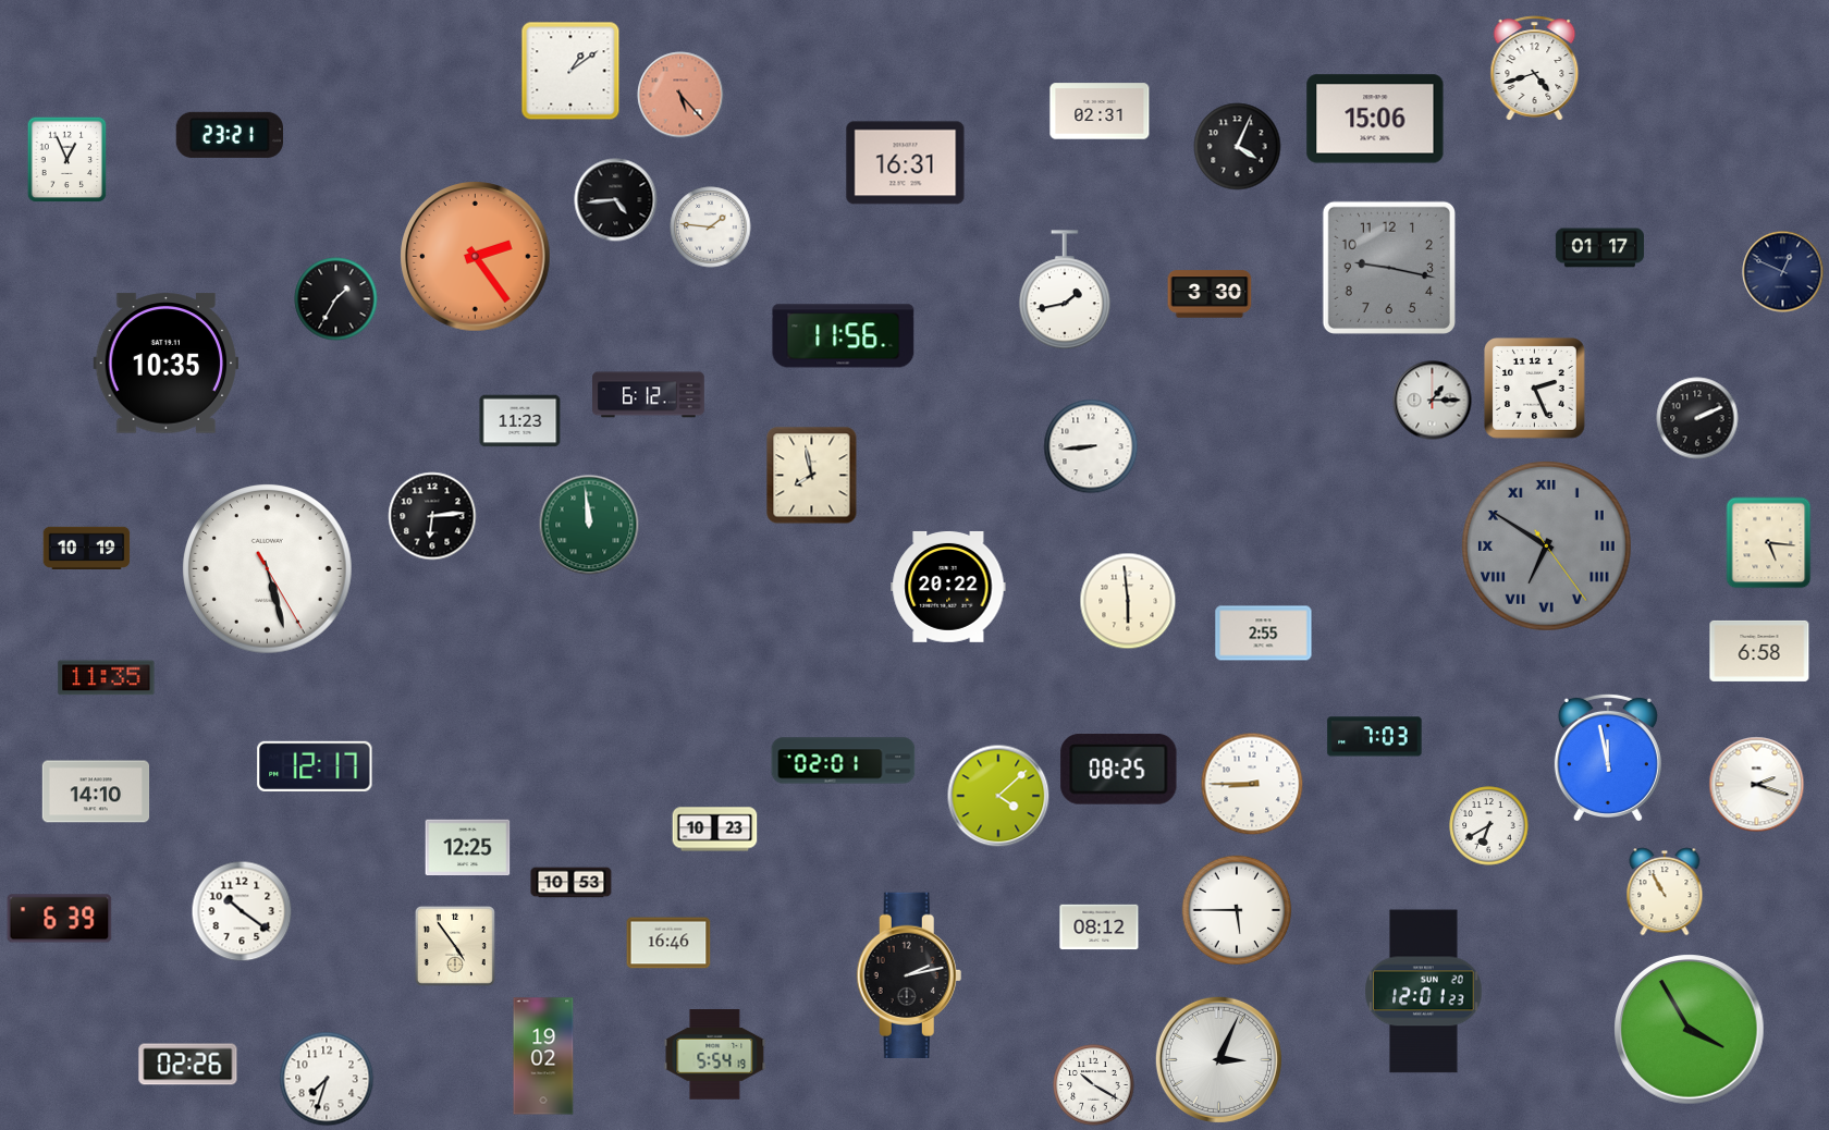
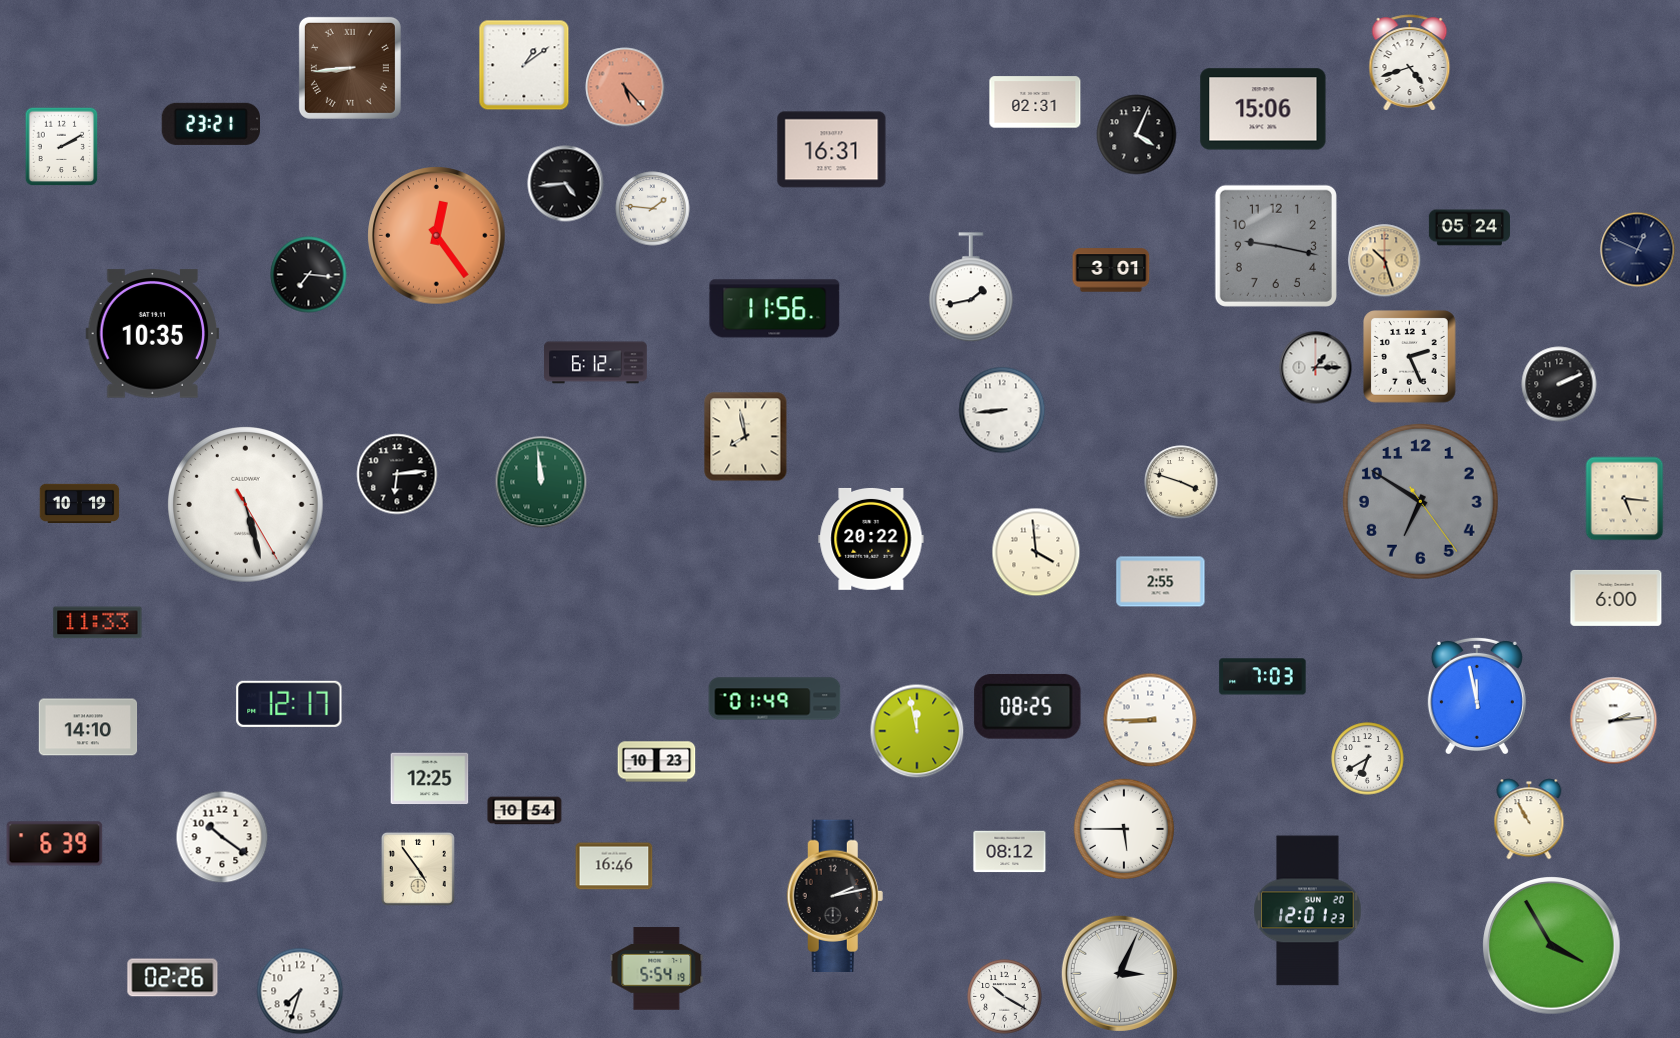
clock at (350, 68): none -> 8:44
clock at (1100, 111) position: (1100, 111) -> (1035, 102)
clock at (67, 160): 12:56 -> 2:10
clock at (1599, 248): 01:17 -> 05:24
clock at (476, 257): 2:24 -> 12:24
clock at (1385, 261): none -> 10:27
clock at (1065, 291) position: (1065, 291) -> (971, 288)
clock at (1210, 294): 3:30 -> 3:01
clock at (336, 299): 1:35 -> 7:16
clock at (520, 421): 11:23 -> none
clock at (1181, 482): none -> 3:48
clock at (1547, 546) numerals: Roman -> Arabic
clock at (268, 569) position: (268, 569) -> (246, 505)
clock at (1128, 601): 5:59 -> 3:59
clock at (1759, 651): 6:58 -> 6:00
clock at (107, 678): 11:35 -> 11:33
clock at (844, 761): 02:01 -> 01:49
clock at (1757, 785): 2:18 -> 2:14
clock at (998, 796): 4:08 -> 11:58
clock at (572, 883): 10:53 -> 10:54
clock at (1237, 910) position: (1237, 910) -> (1124, 829)
clock at (543, 1056): 19:02 -> none
